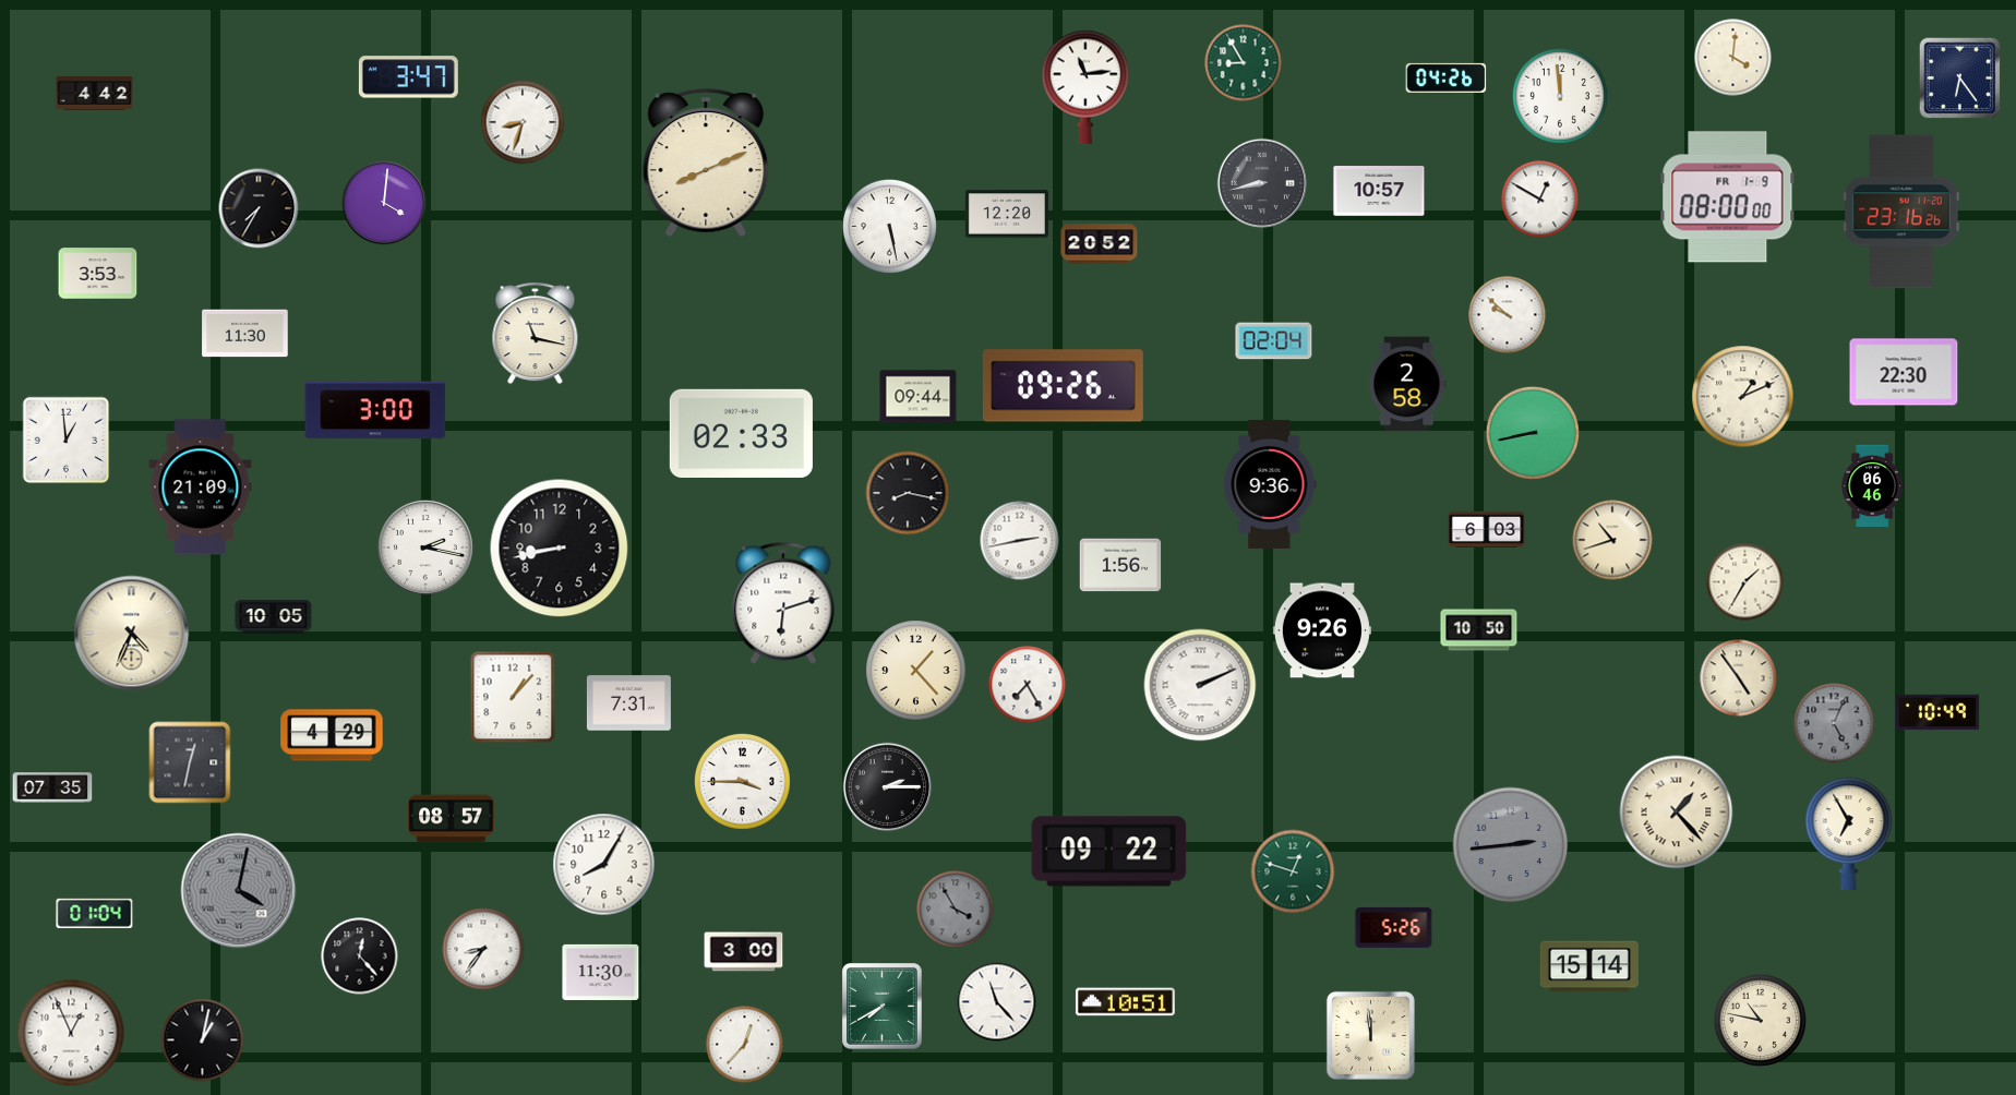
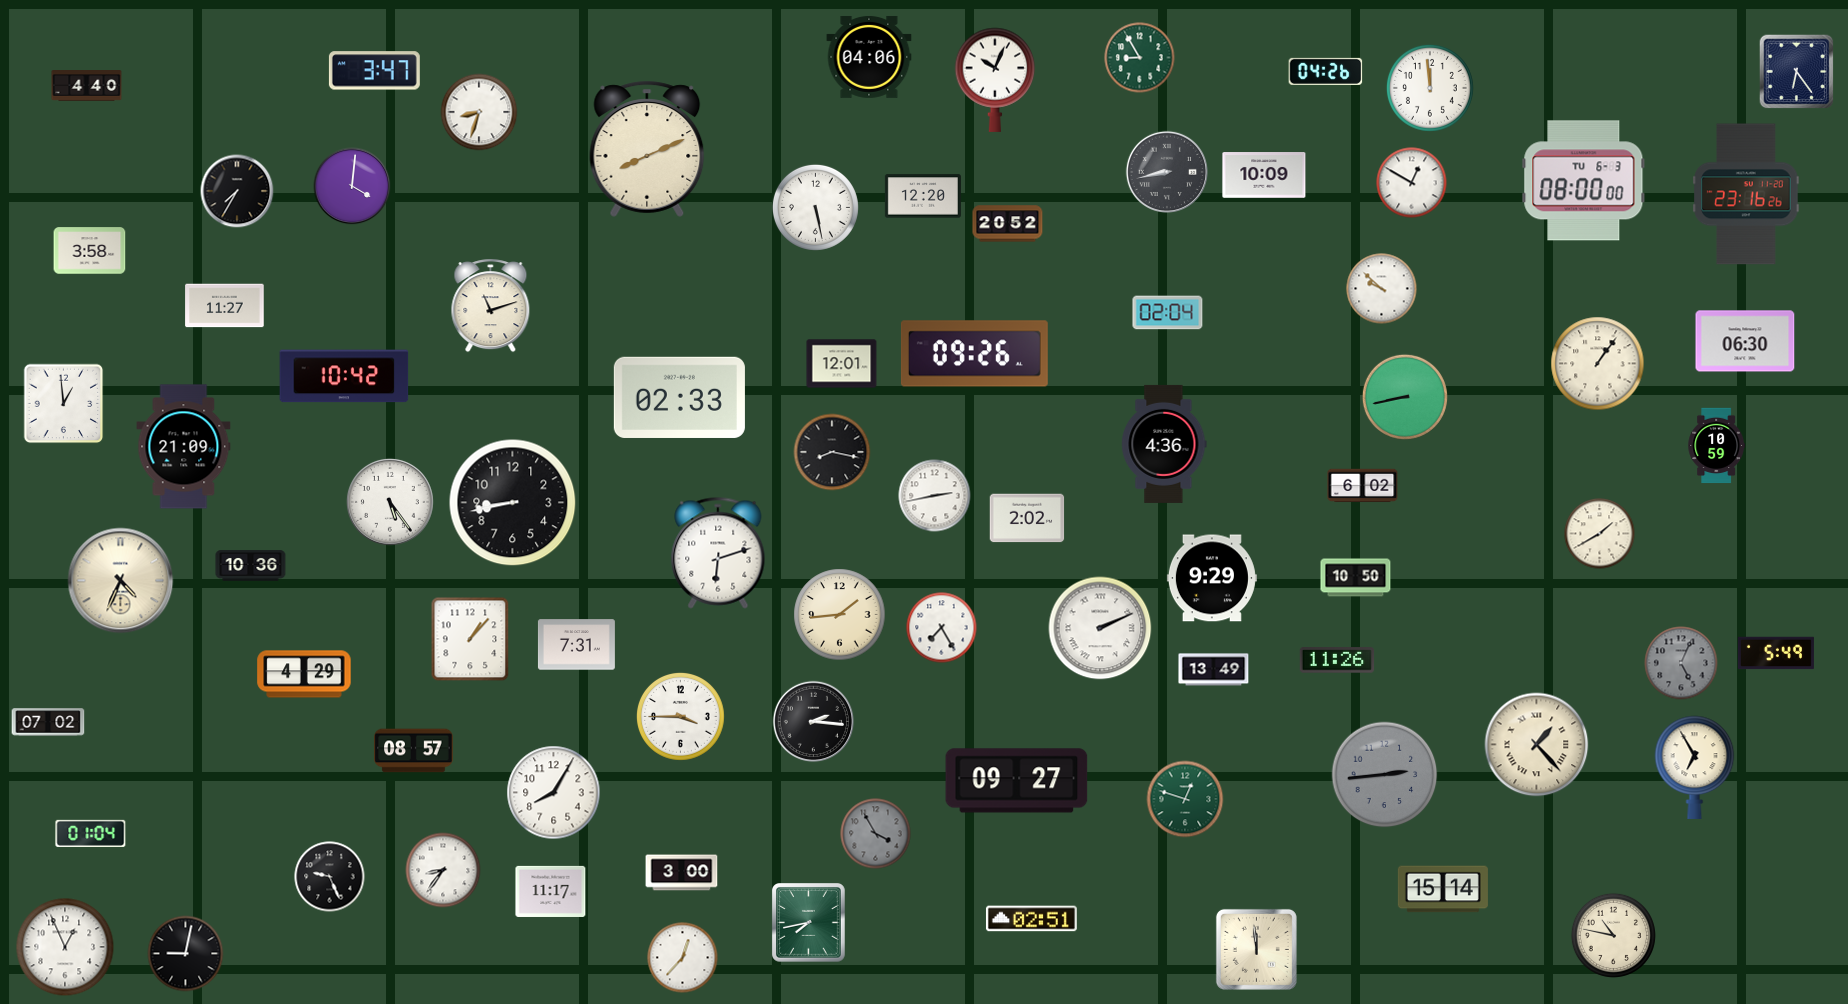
clock at (1733, 58): 4:01 -> none
clock at (869, 57): none -> 04:06
clock at (1085, 87): 11:14 -> 10:04
clock at (95, 94): 4:42 -> 4:40
clock at (1261, 182) position: (1261, 182) -> (1166, 171)
clock at (1379, 191): 10:57 -> 10:09
clock at (1728, 197) date: FR 1-9 -> TU 6-3
clock at (1901, 212) position: (1901, 212) -> (1746, 194)
clock at (98, 274): 3:53 -> 3:58
clock at (245, 334): 11:30 -> 11:27
clock at (536, 334): 11:17 -> 11:12
clock at (1904, 372): 22:30 -> 06:30
clock at (1407, 384): 2:58 -> none
clock at (919, 397): 09:44 -> 12:01
clock at (1743, 397): 1:11 -> 1:06
clock at (375, 410): 3:00 -> 10:42
clock at (67, 441) position: (67, 441) -> (64, 404)
clock at (1270, 484): 9:36 -> 4:36
clock at (1872, 486): 06:46 -> 10:59
clock at (1487, 530): 6:03 -> 6:02
clock at (1612, 540): 10:42 -> none
clock at (425, 547): 2:17 -> 5:24
clock at (1120, 565): 1:56 -> 2:02
clock at (1745, 582): 1:35 -> 1:40
clock at (274, 617): 10:05 -> 10:36
clock at (1322, 630): 9:26 -> 9:29
clock at (916, 671): 1:23 -> 1:44
clock at (1739, 678): 4:54 -> none
clock at (1937, 712): 10:49 -> 5:49
clock at (1337, 660): none -> 11:26
clock at (1214, 670): none -> 13:49
clock at (190, 762): 12:32 -> none
clock at (52, 787): 07:35 -> 07:02
clock at (888, 787): 2:15 -> 2:16
clock at (1849, 833) position: (1849, 833) -> (1695, 767)
clock at (1109, 852): 09:22 -> 09:27
clock at (239, 891): 4:02 -> none
clock at (95, 913) position: (95, 913) -> (91, 833)
clock at (1394, 927): 5:26 -> none
clock at (360, 956): 12:23 -> 9:26
clock at (1589, 966) position: (1589, 966) -> (1443, 889)
clock at (601, 972): 11:30 -> 11:17
clock at (997, 1002): 11:23 -> none
clock at (1125, 1002): 10:51 -> 02:51
clock at (883, 1007): 7:40 -> 7:43
clock at (203, 1040): 1:02 -> 9:02
